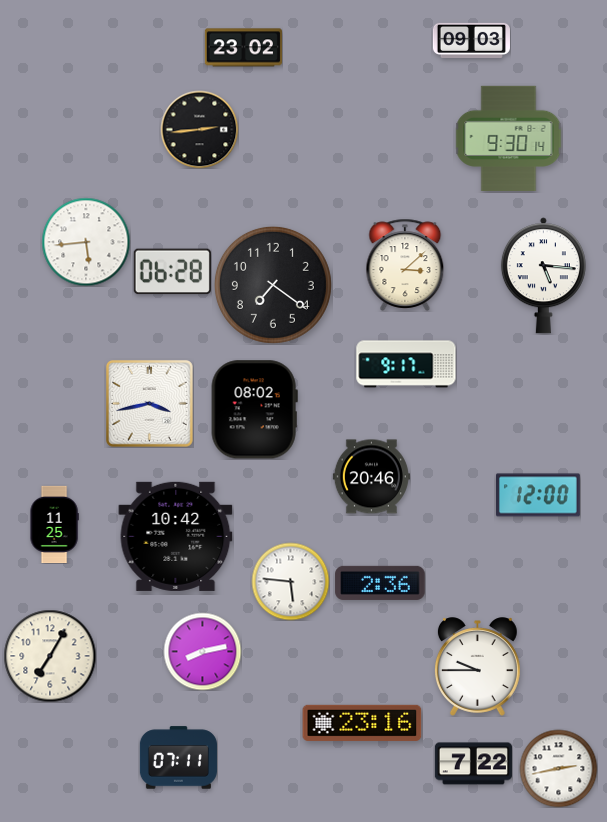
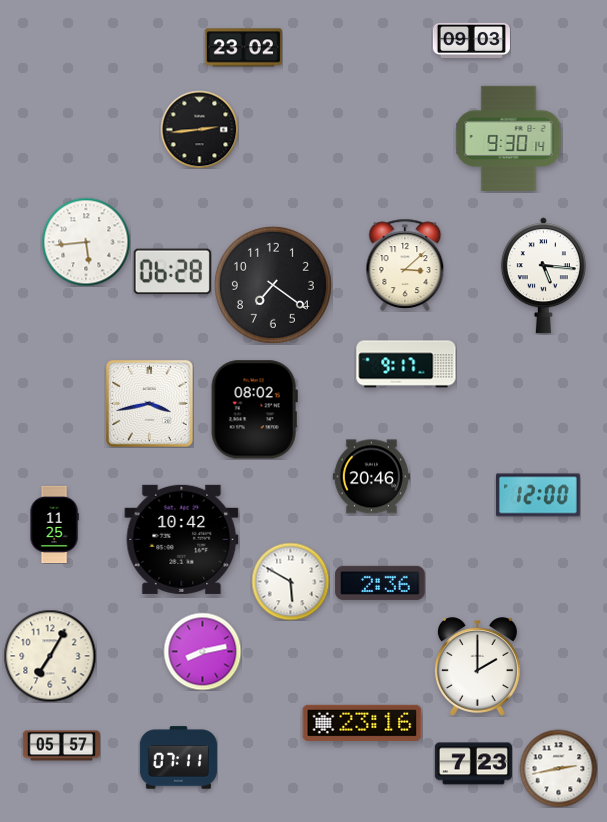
clock at (176, 536) position: (176, 536) -> (182, 539)
clock at (290, 581): 5:46 -> 5:50
clock at (477, 667): 9:45 -> 2:00
clock at (61, 746): none -> 05:57
clock at (473, 764): 7:22 -> 7:23
